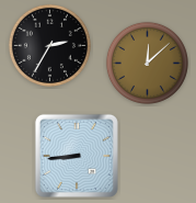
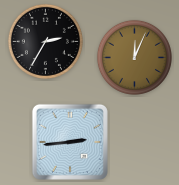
clock at (147, 63): 12:08 -> 12:04
clock at (77, 156): 8:44 -> 2:44
